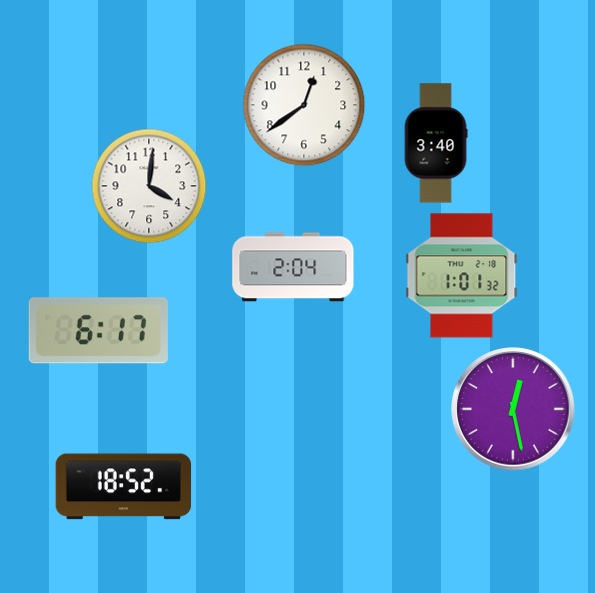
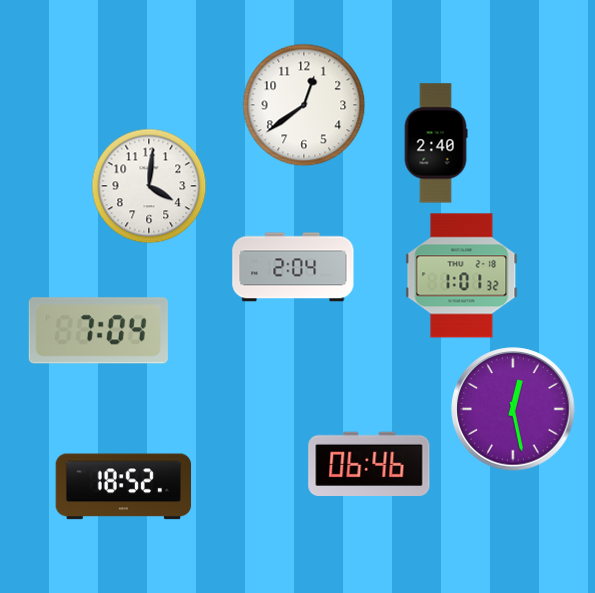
clock at (436, 143): 3:40 -> 2:40
clock at (98, 331): 6:17 -> 7:04
clock at (369, 464): none -> 06:46
